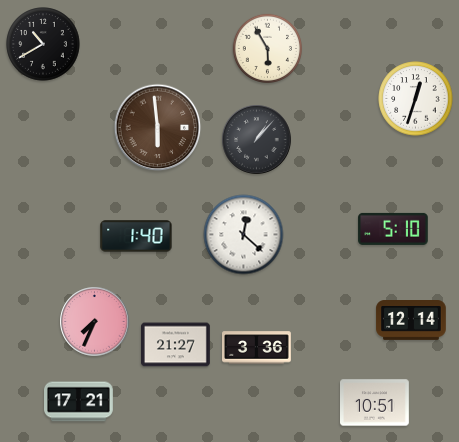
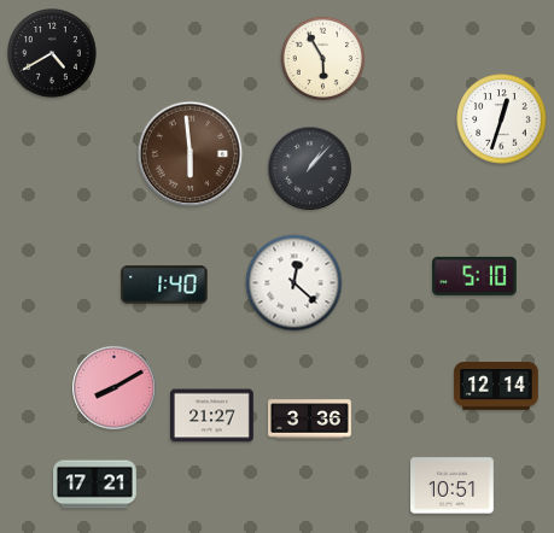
clock at (43, 44): 10:40 -> 4:40
clock at (95, 322): 7:34 -> 8:10
